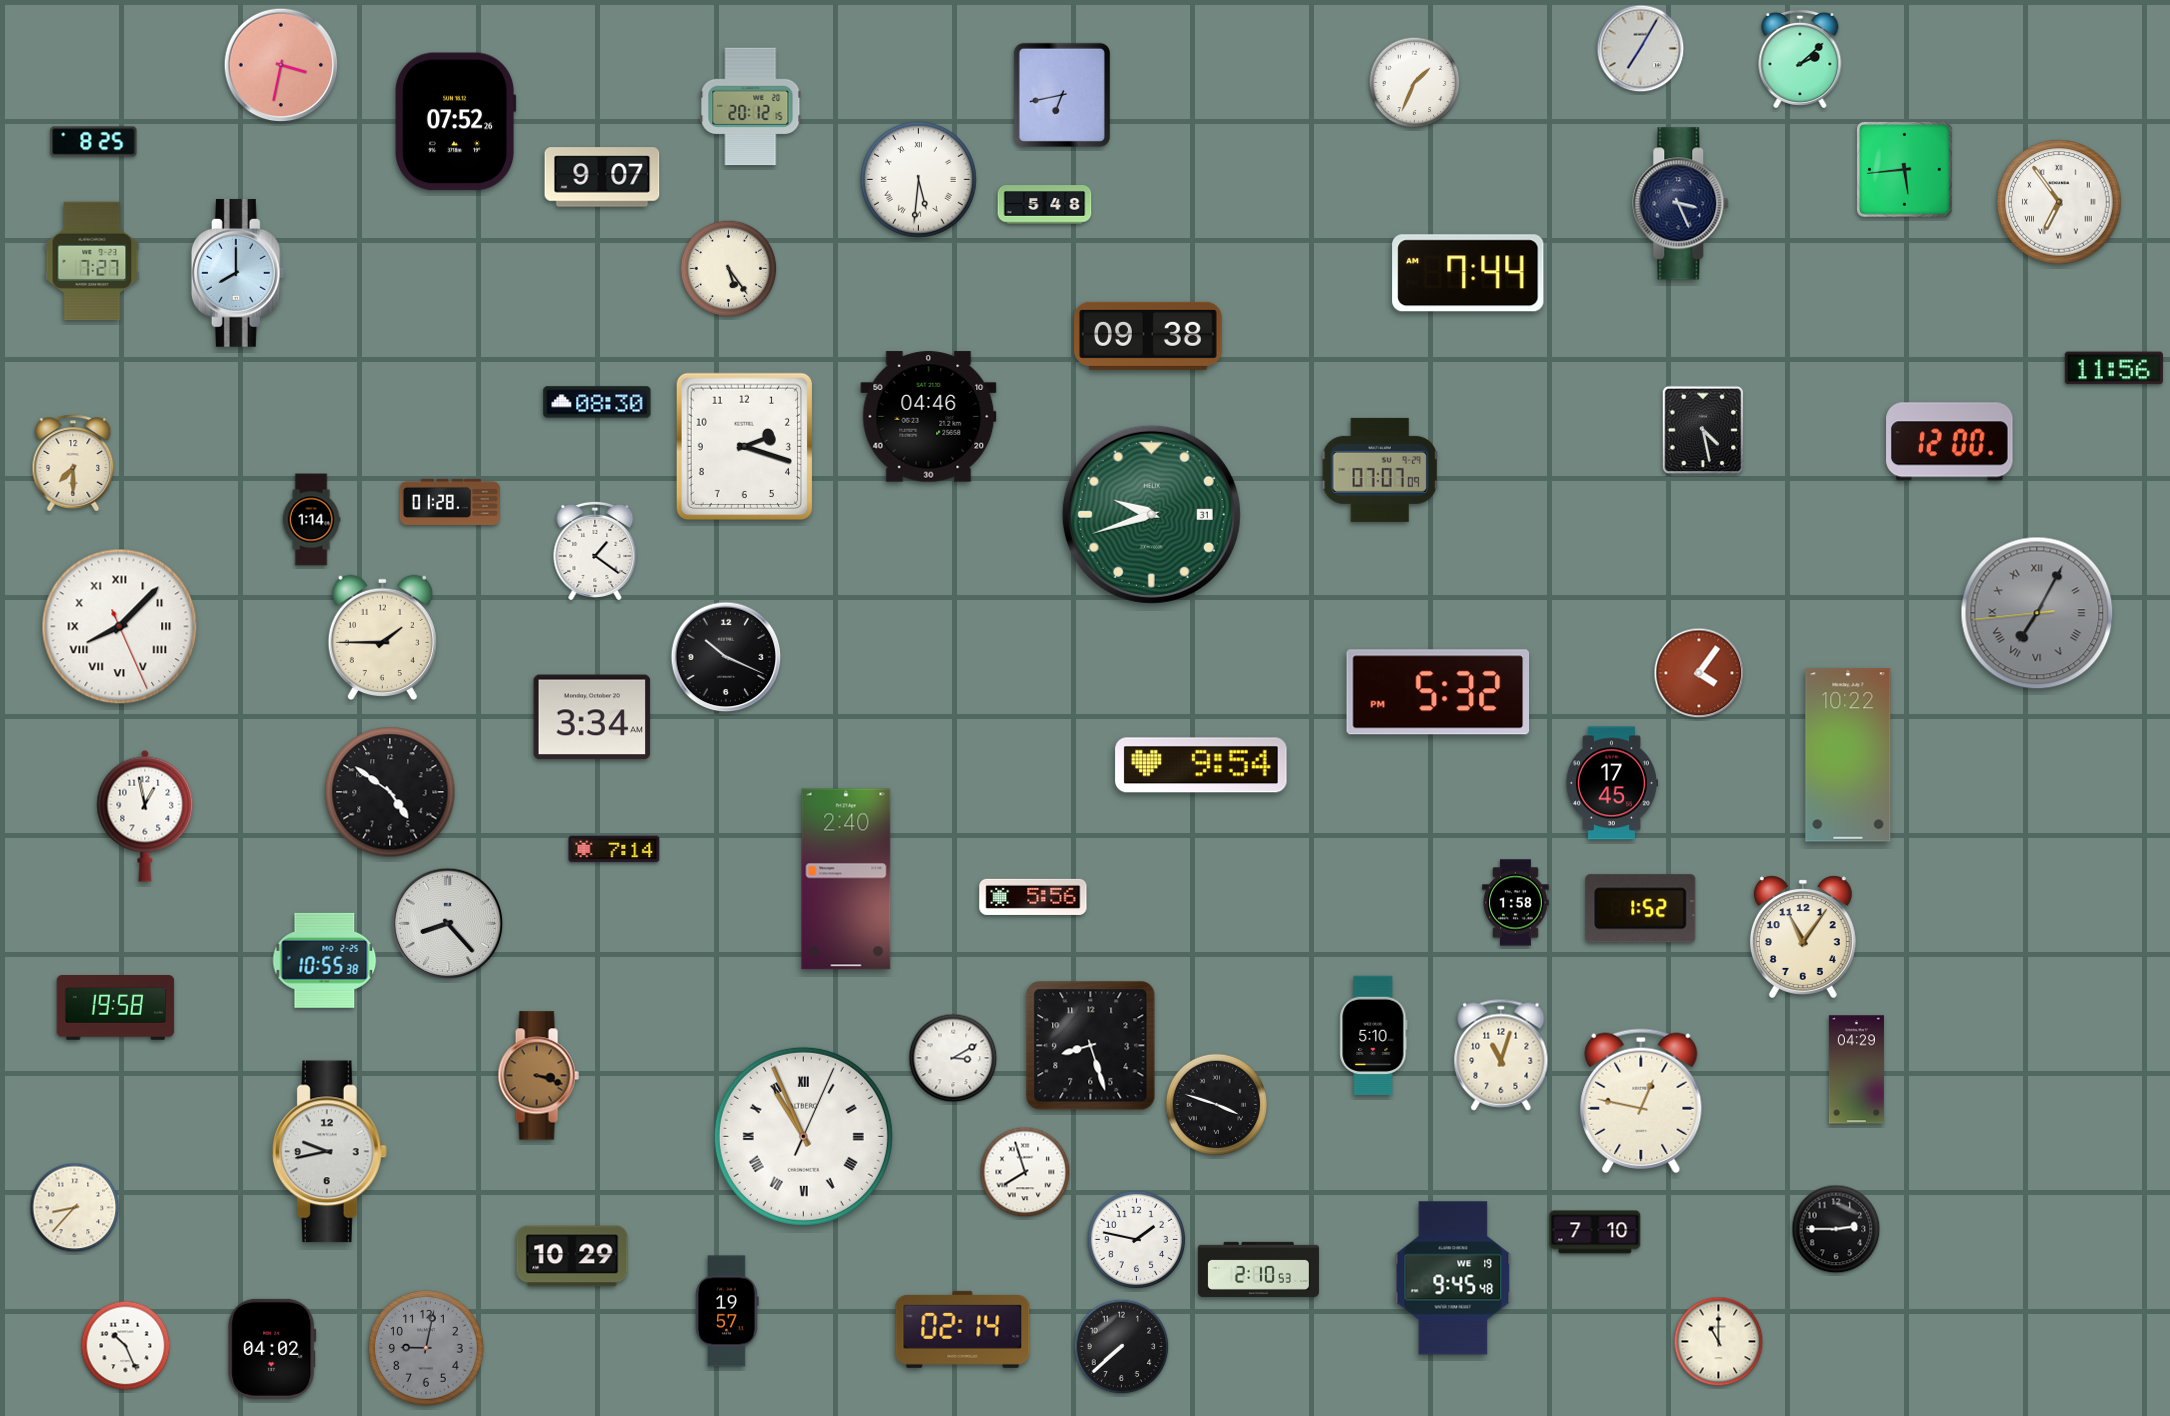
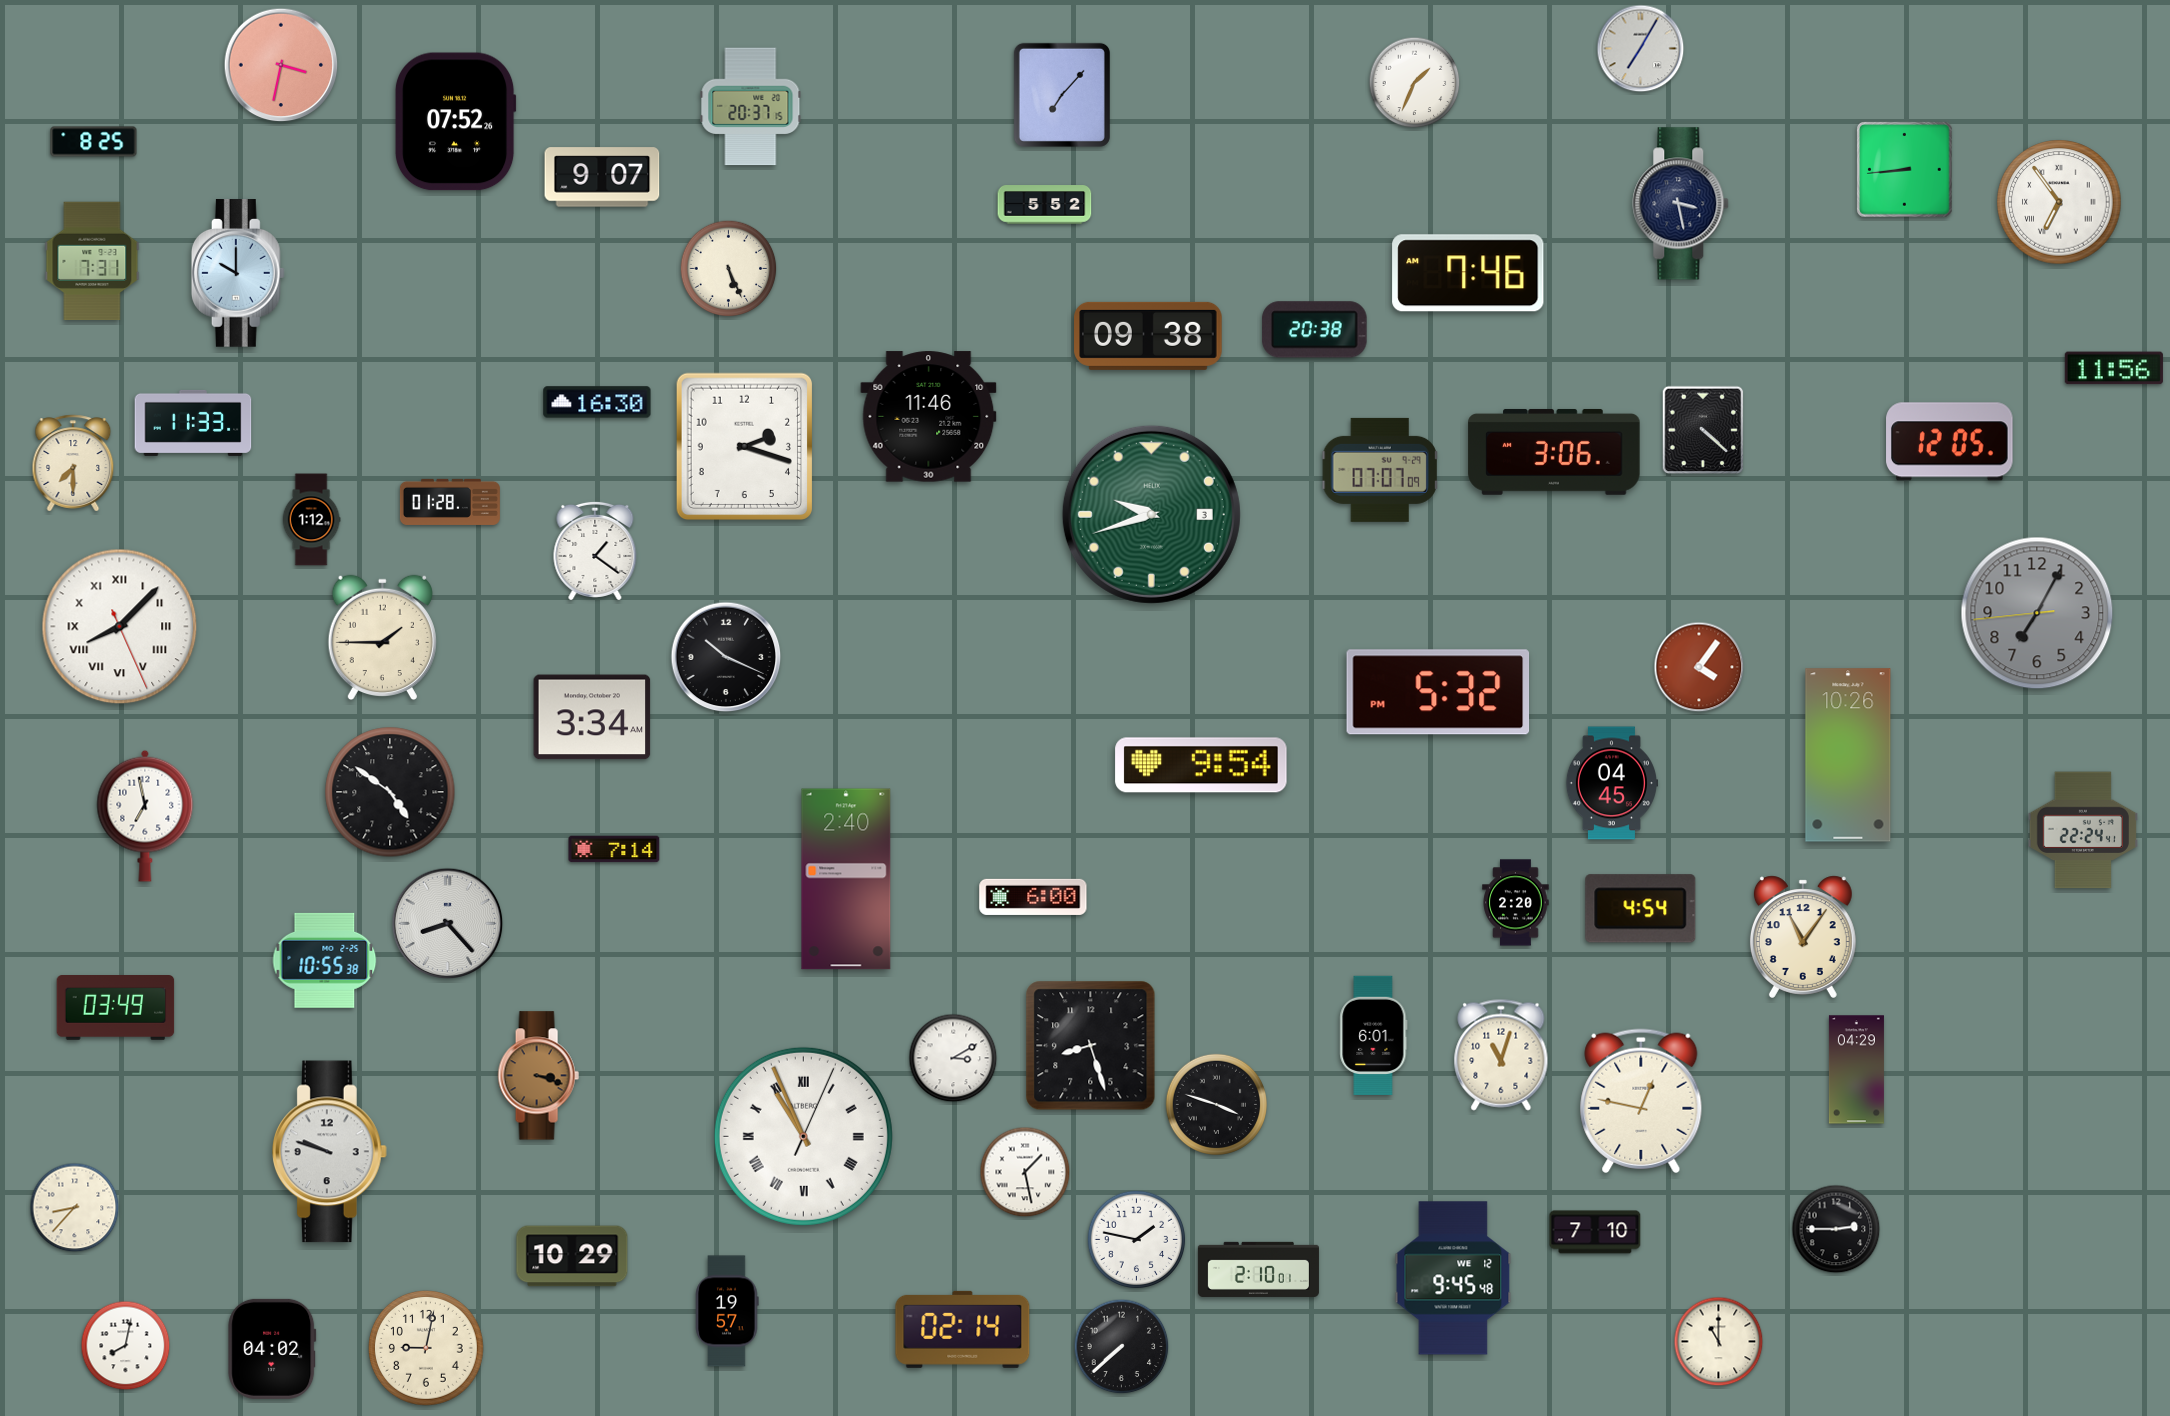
clock at (1800, 59): 2:08 -> none
clock at (1062, 95): 6:43 -> 7:07
clock at (751, 107): 20:12 -> 20:37
clock at (1905, 170): 5:44 -> 8:44
clock at (919, 180): 5:31 -> none
clock at (1681, 204): 3:26 -> 3:28
clock at (1045, 205): 5:48 -> 5:52
clock at (92, 261): 7:27 -> 7:31
clock at (729, 269): 5:24 -> 5:26
clock at (238, 273): 8:00 -> 10:00
clock at (1468, 273): 7:44 -> 7:46
clock at (1315, 330): none -> 20:38
clock at (597, 402): 08:30 -> 16:30
clock at (929, 417): 04:46 -> 11:46
clock at (193, 423): none -> 11:33
clock at (1703, 430): 4:28 -> 4:22
clock at (1950, 442): 12:00 -> 12:05
clock at (1554, 452): none -> 3:06
clock at (1151, 514) date: 31 -> 3
clock at (311, 520): 1:14 -> 1:12
clock at (2037, 613) numerals: Roman -> Arabic
clock at (1699, 673) position: (1699, 673) -> (1699, 667)
clock at (1848, 755): 10:22 -> 10:26
clock at (1611, 783): 17:45 -> 04:45
clock at (145, 816): 12:58 -> 6:58
clock at (2083, 830): none -> 22:24
clock at (1033, 897): 5:56 -> 6:00
clock at (1516, 903): 1:58 -> 2:20
clock at (1641, 909): 1:52 -> 4:54
clock at (116, 1008): 19:58 -> 03:49
clock at (1374, 1035): 5:10 -> 6:01
clock at (329, 1152): 9:43 -> 9:48
clock at (1025, 1172): 7:57 -> 1:28
clock at (1258, 1269): 2:10:53 -> 2:10:01
clock at (1453, 1278) date: WE 19 -> WE 12
clock at (126, 1346): 10:26 -> 8:02
clock at (426, 1348) dial: grey -> cream
